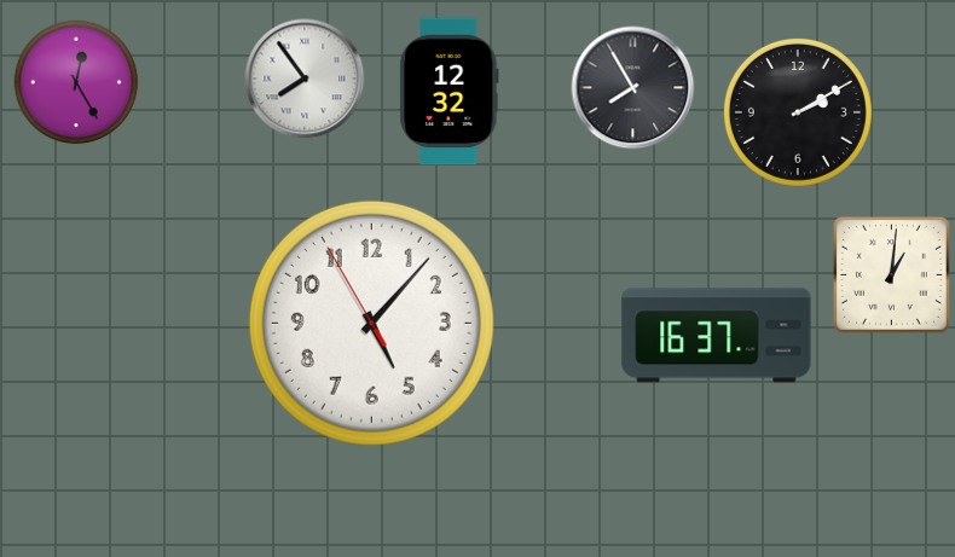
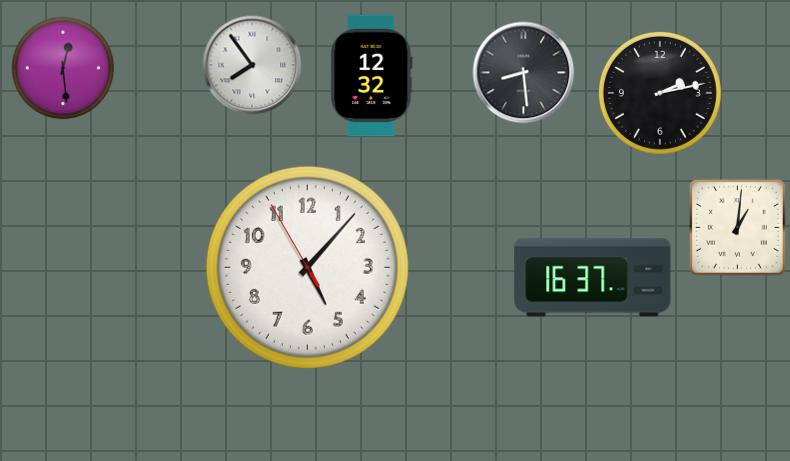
clock at (76, 82): 12:25 -> 12:29
clock at (633, 88): 7:55 -> 8:29
clock at (798, 112): 2:10 -> 2:13
